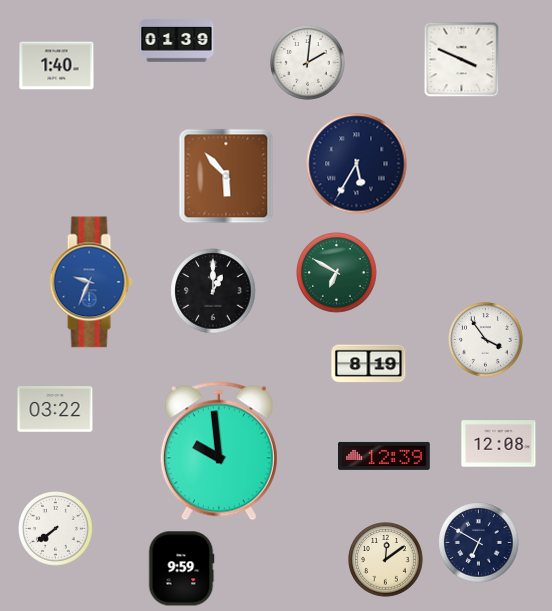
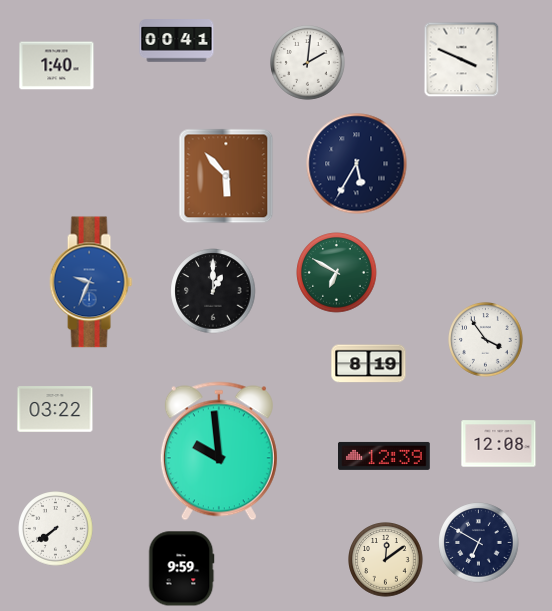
clock at (177, 41): 01:39 -> 00:41
